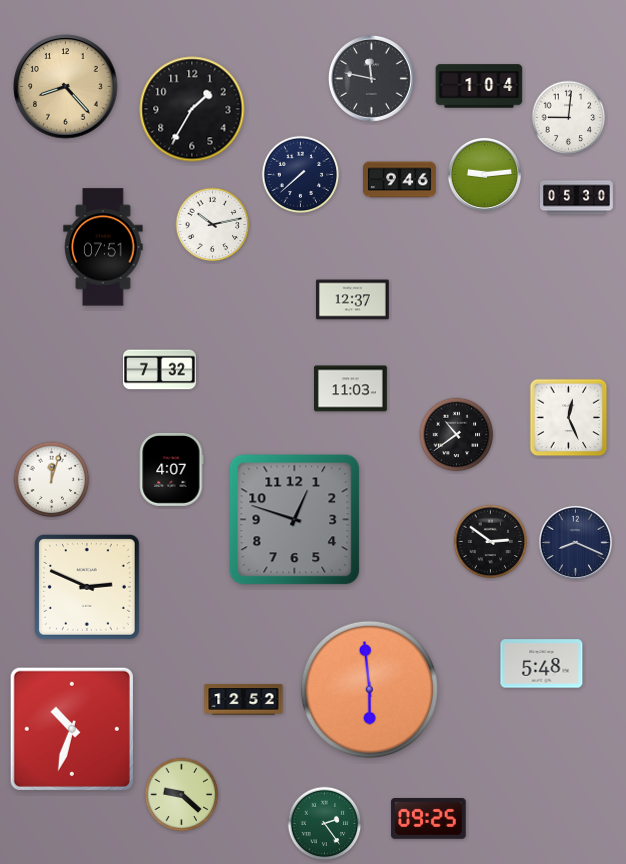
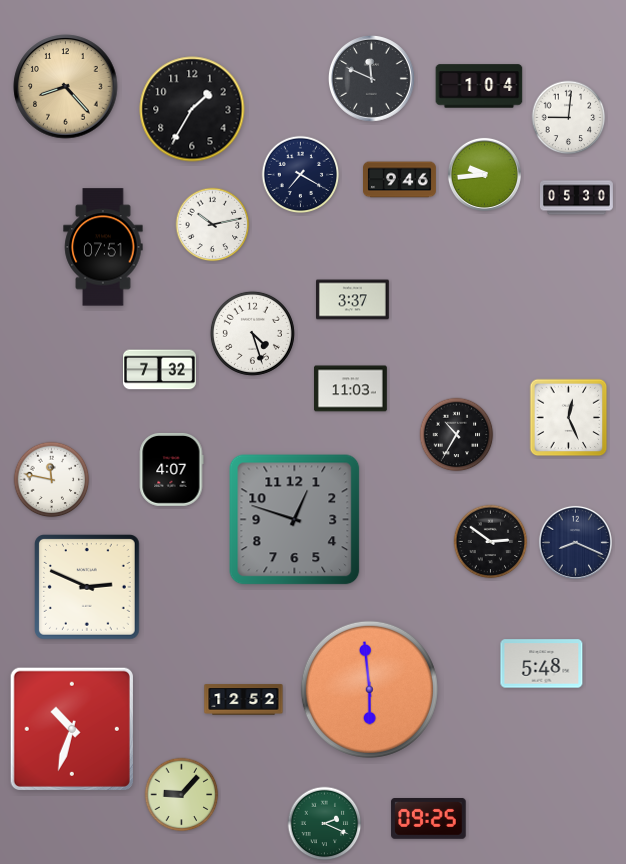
clock at (371, 78): 11:47 -> 11:49
clock at (484, 174): 9:14 -> 9:44
clock at (301, 175): 7:38 -> 7:20
clock at (353, 300): 12:37 -> 3:37
clock at (252, 333): none -> 4:27
clock at (457, 435): 10:39 -> 10:35
clock at (52, 480): 12:03 -> 11:47
clock at (182, 795): 9:22 -> 9:07
clock at (325, 824): 2:24 -> 2:19
